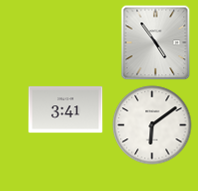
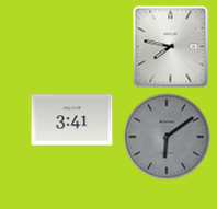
clock at (156, 43): 4:54 -> 7:47
clock at (152, 125) dial: white -> grey
